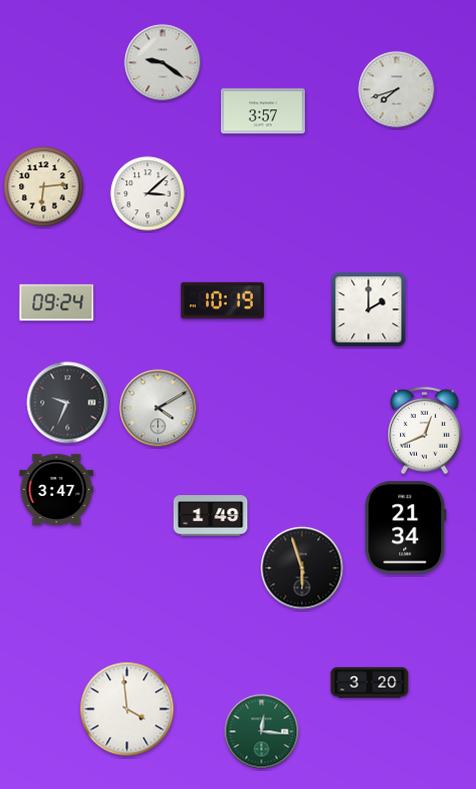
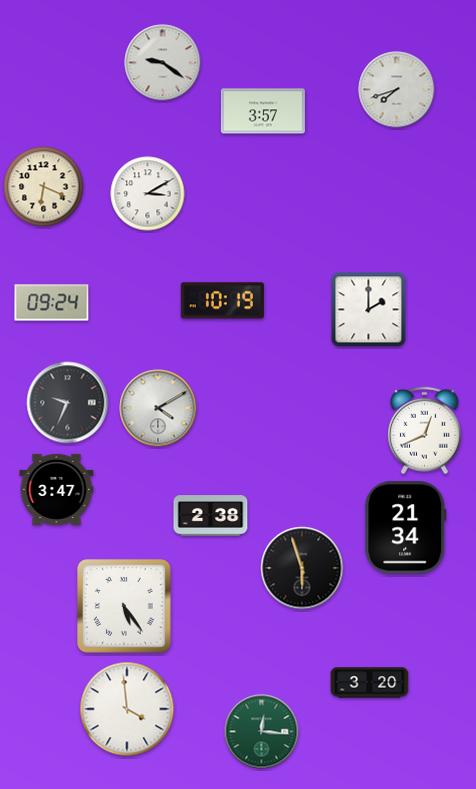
clock at (44, 187): 6:14 -> 6:19
clock at (148, 194): 3:08 -> 3:10
clock at (57, 303) position: (57, 303) -> (52, 303)
clock at (211, 516): 1:49 -> 2:38
clock at (125, 607): none -> 5:24
